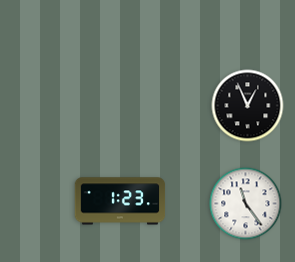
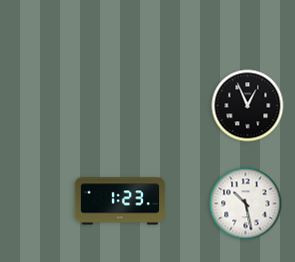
clock at (246, 204): 11:24 -> 10:28
